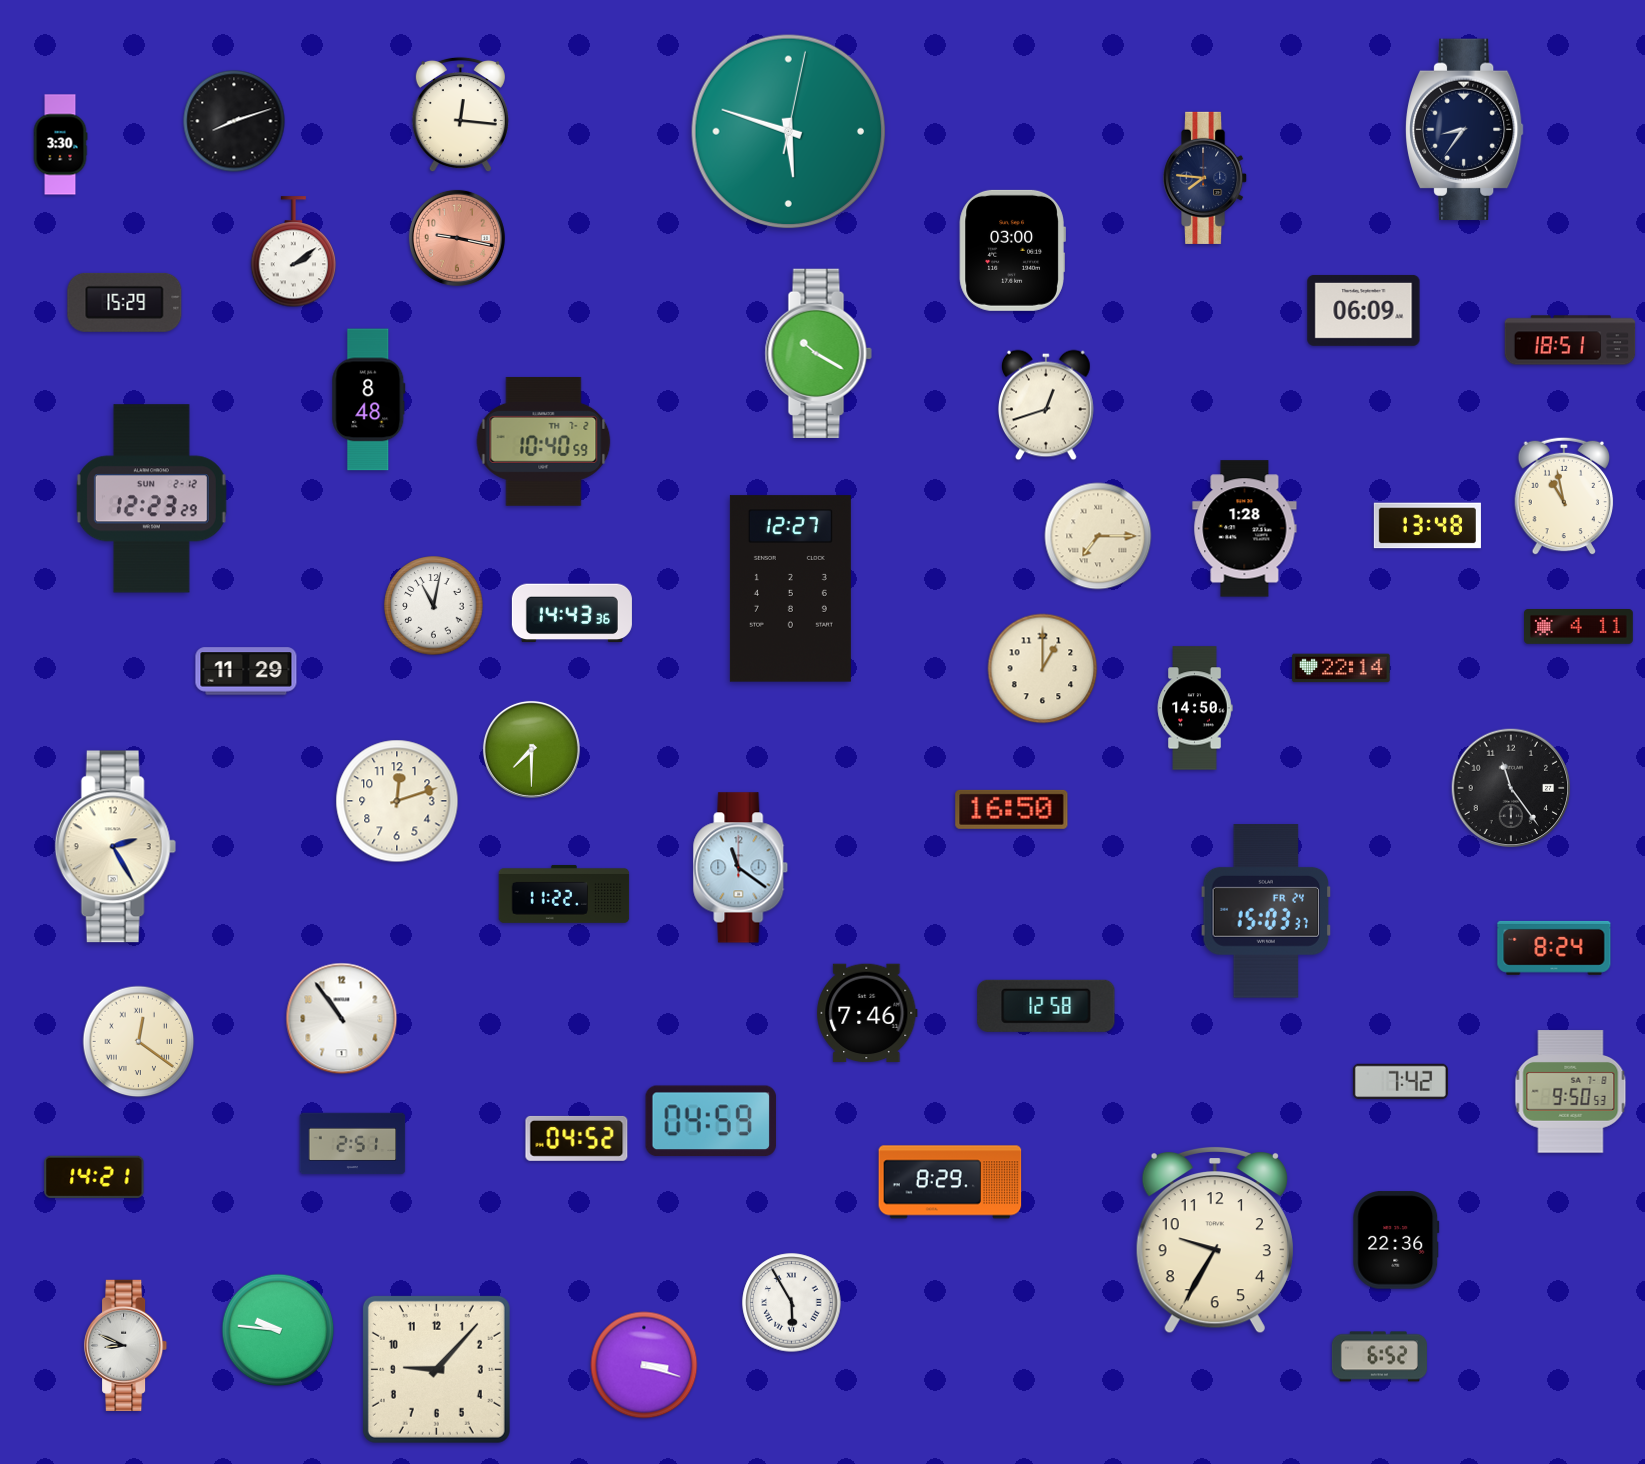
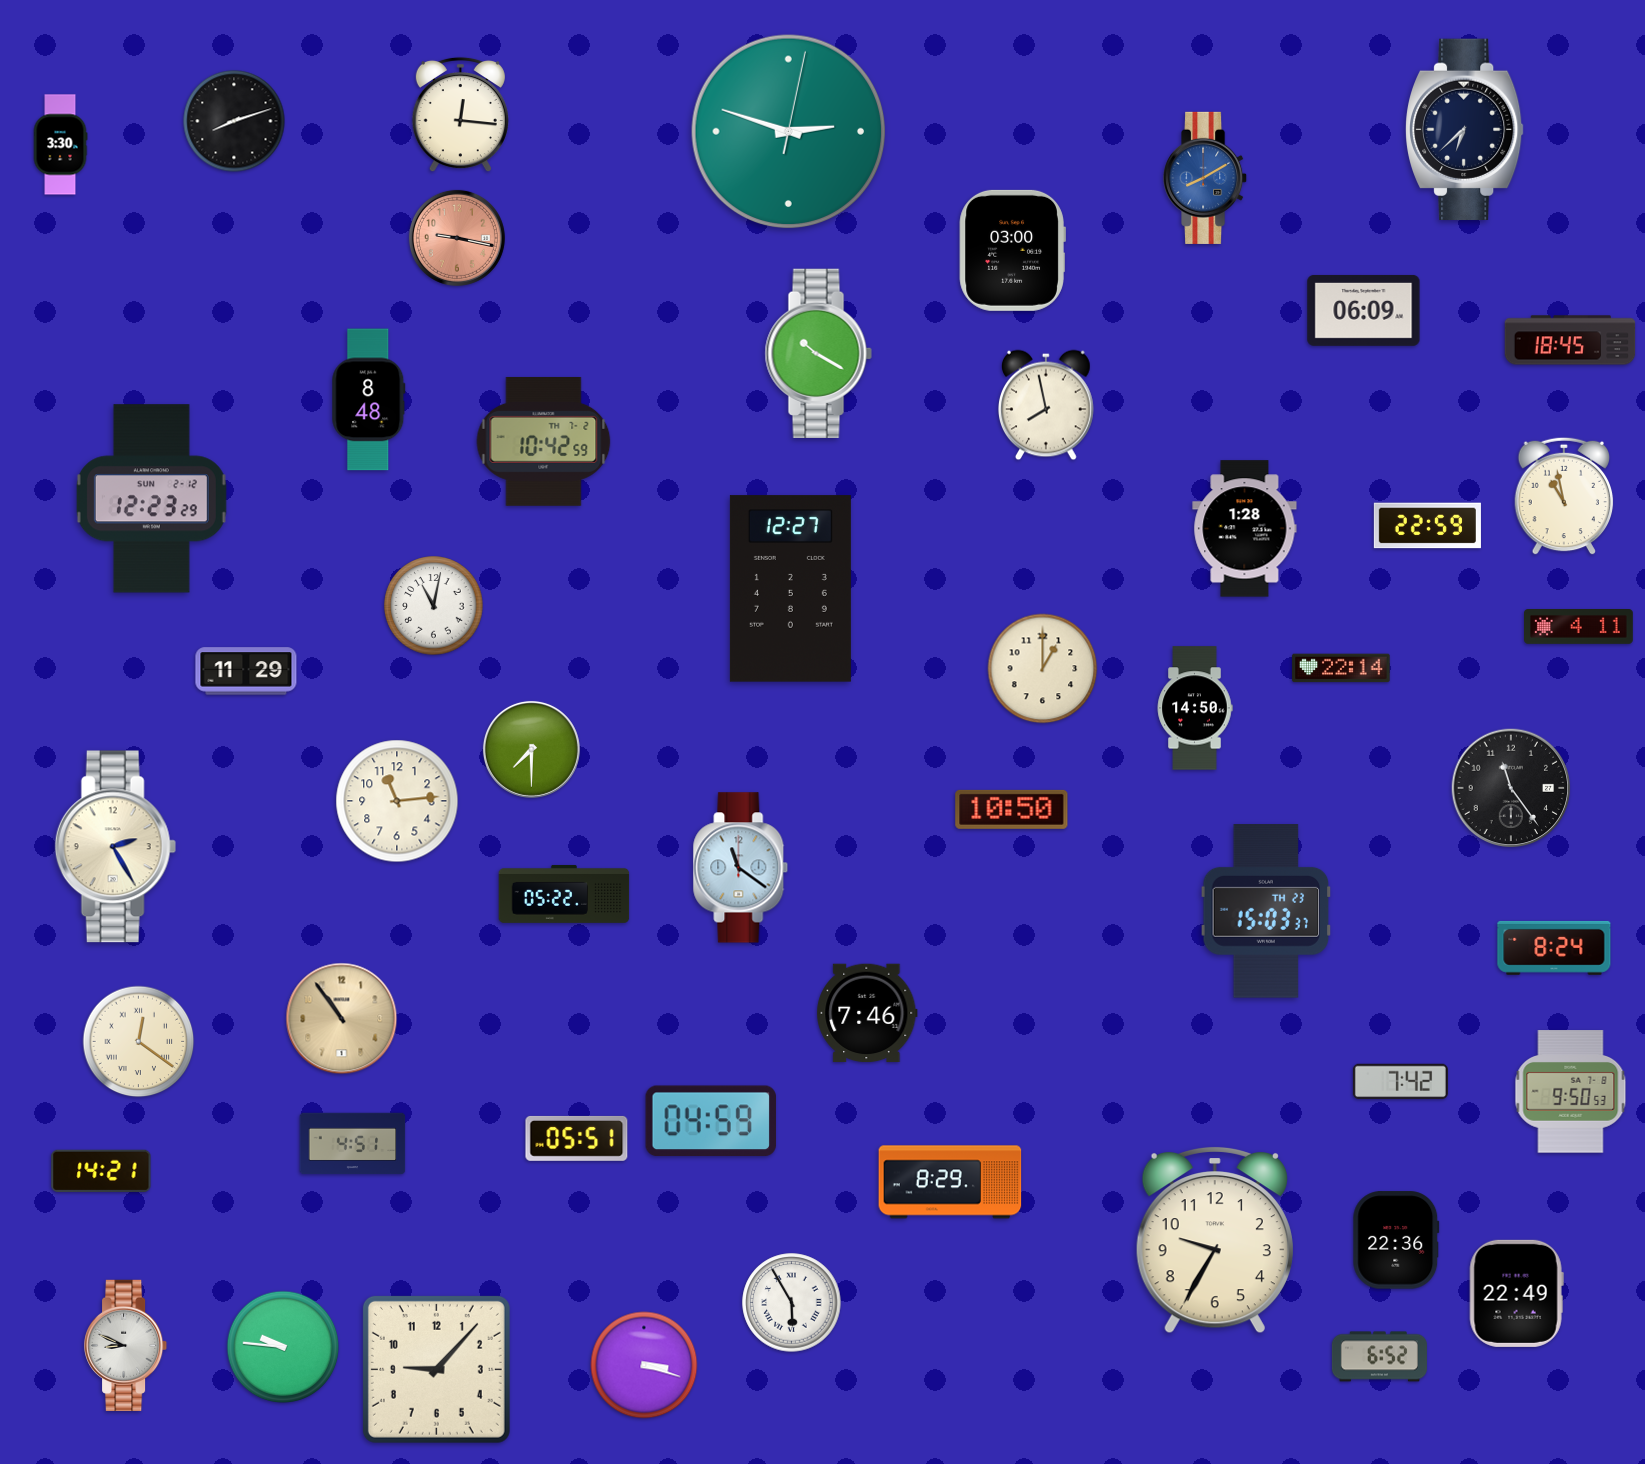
clock at (1465, 129): 8:36 -> 6:38
clock at (789, 132): 5:48 -> 2:48
clock at (1206, 178): 7:46 -> 8:10
clock at (1206, 178) dial: navy -> blue
clock at (294, 252): 2:09 -> none
clock at (125, 302): 15:29 -> none
clock at (1570, 340): 18:51 -> 18:45
clock at (1047, 405): 12:42 -> 7:58
clock at (544, 441): 10:40 -> 10:42
clock at (1427, 526): 13:48 -> 22:59
clock at (1098, 536): 7:15 -> none
clock at (572, 613): 14:43 -> none
clock at (397, 801): 12:12 -> 11:14
clock at (1012, 809): 16:50 -> 10:50
clock at (564, 894): 11:22 -> 05:22
clock at (1266, 911) date: FR 24 -> TH 23
clock at (1046, 1006): 12:58 -> none
clock at (342, 1019) dial: white -> champagne
clock at (577, 1138): 04:52 -> 05:51
clock at (353, 1144): 2:51 -> 4:51
clock at (94, 1177) position: (94, 1177) -> (101, 1171)
clock at (1516, 1293): none -> 22:49
clock at (278, 1330) position: (278, 1330) -> (283, 1347)
